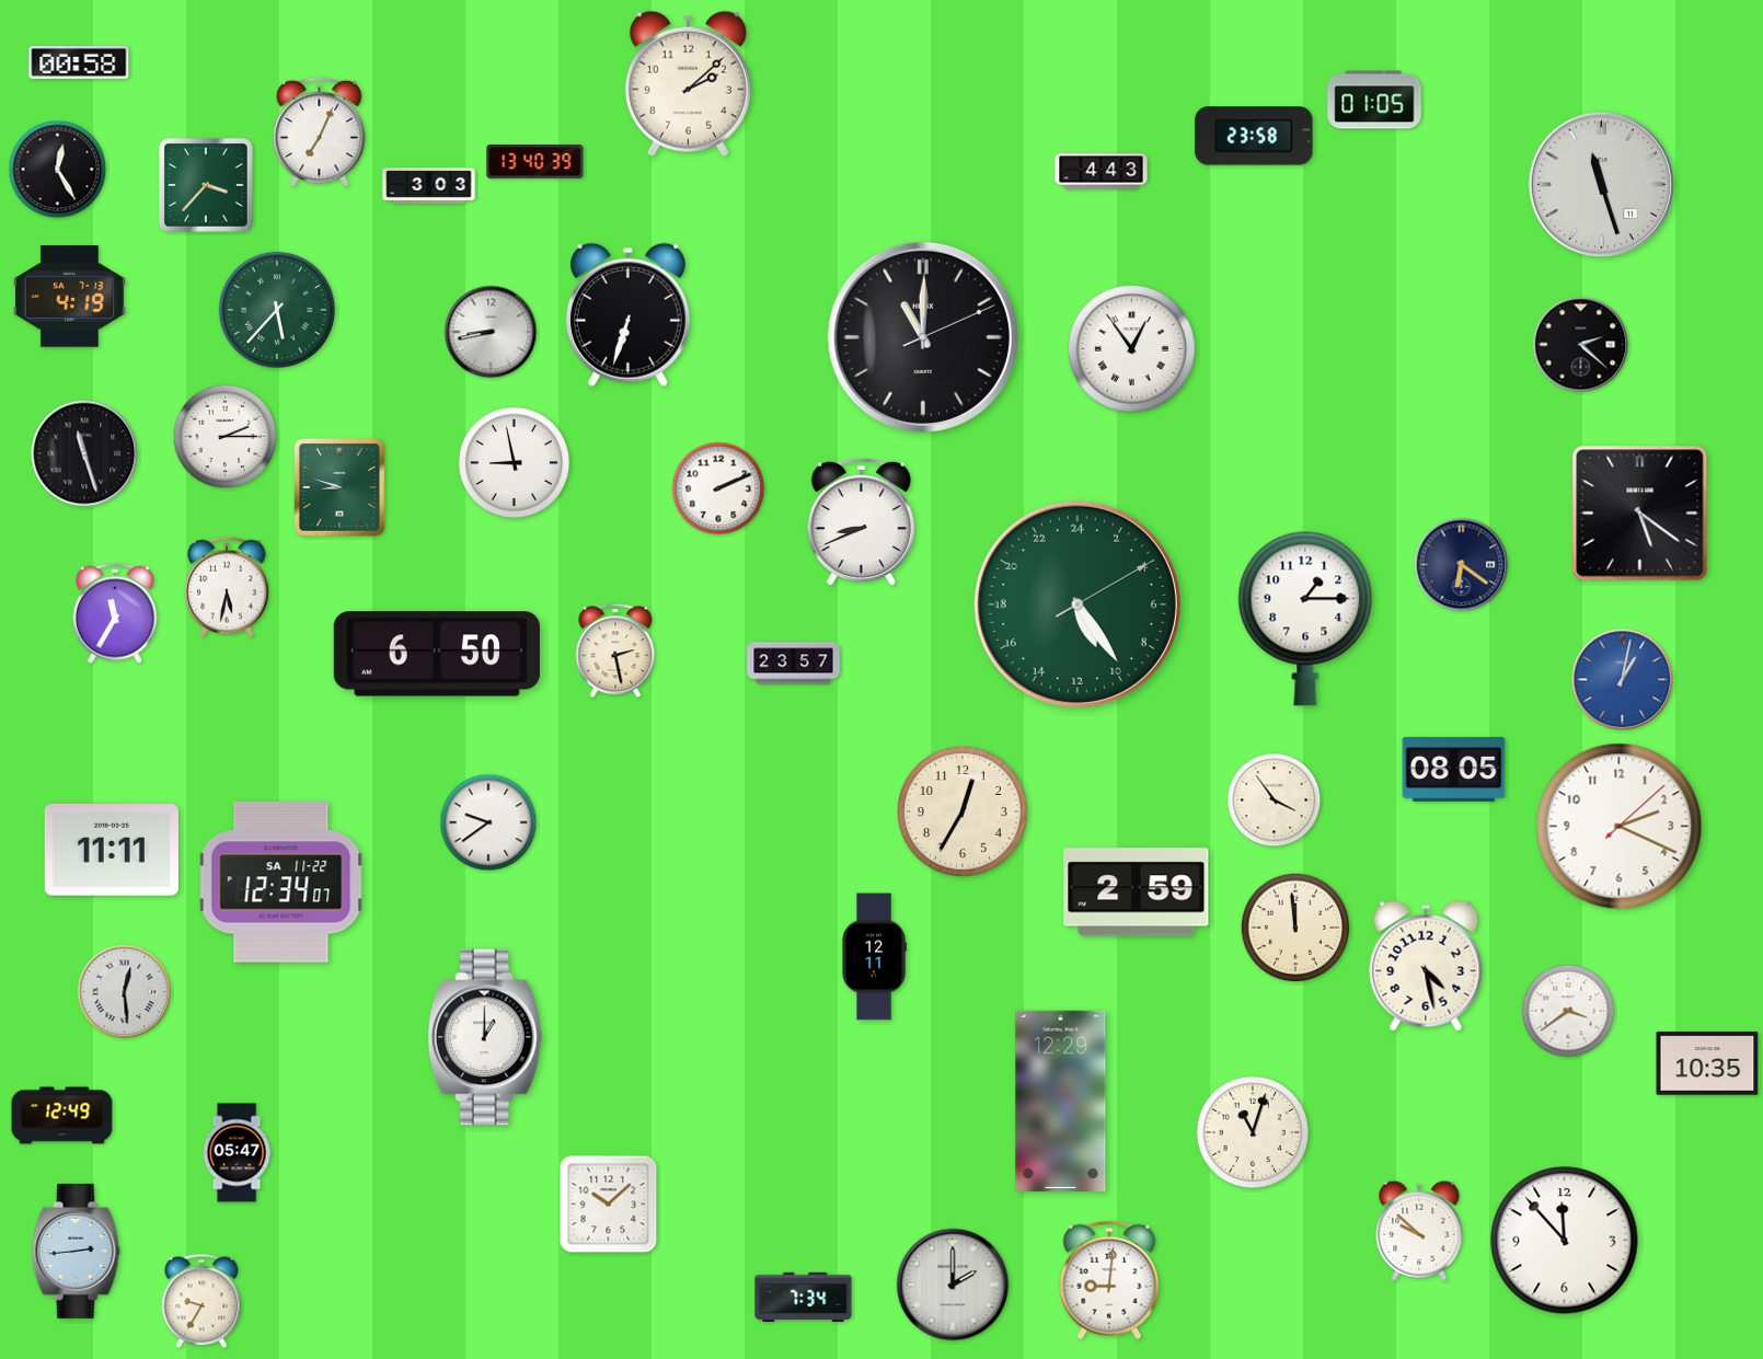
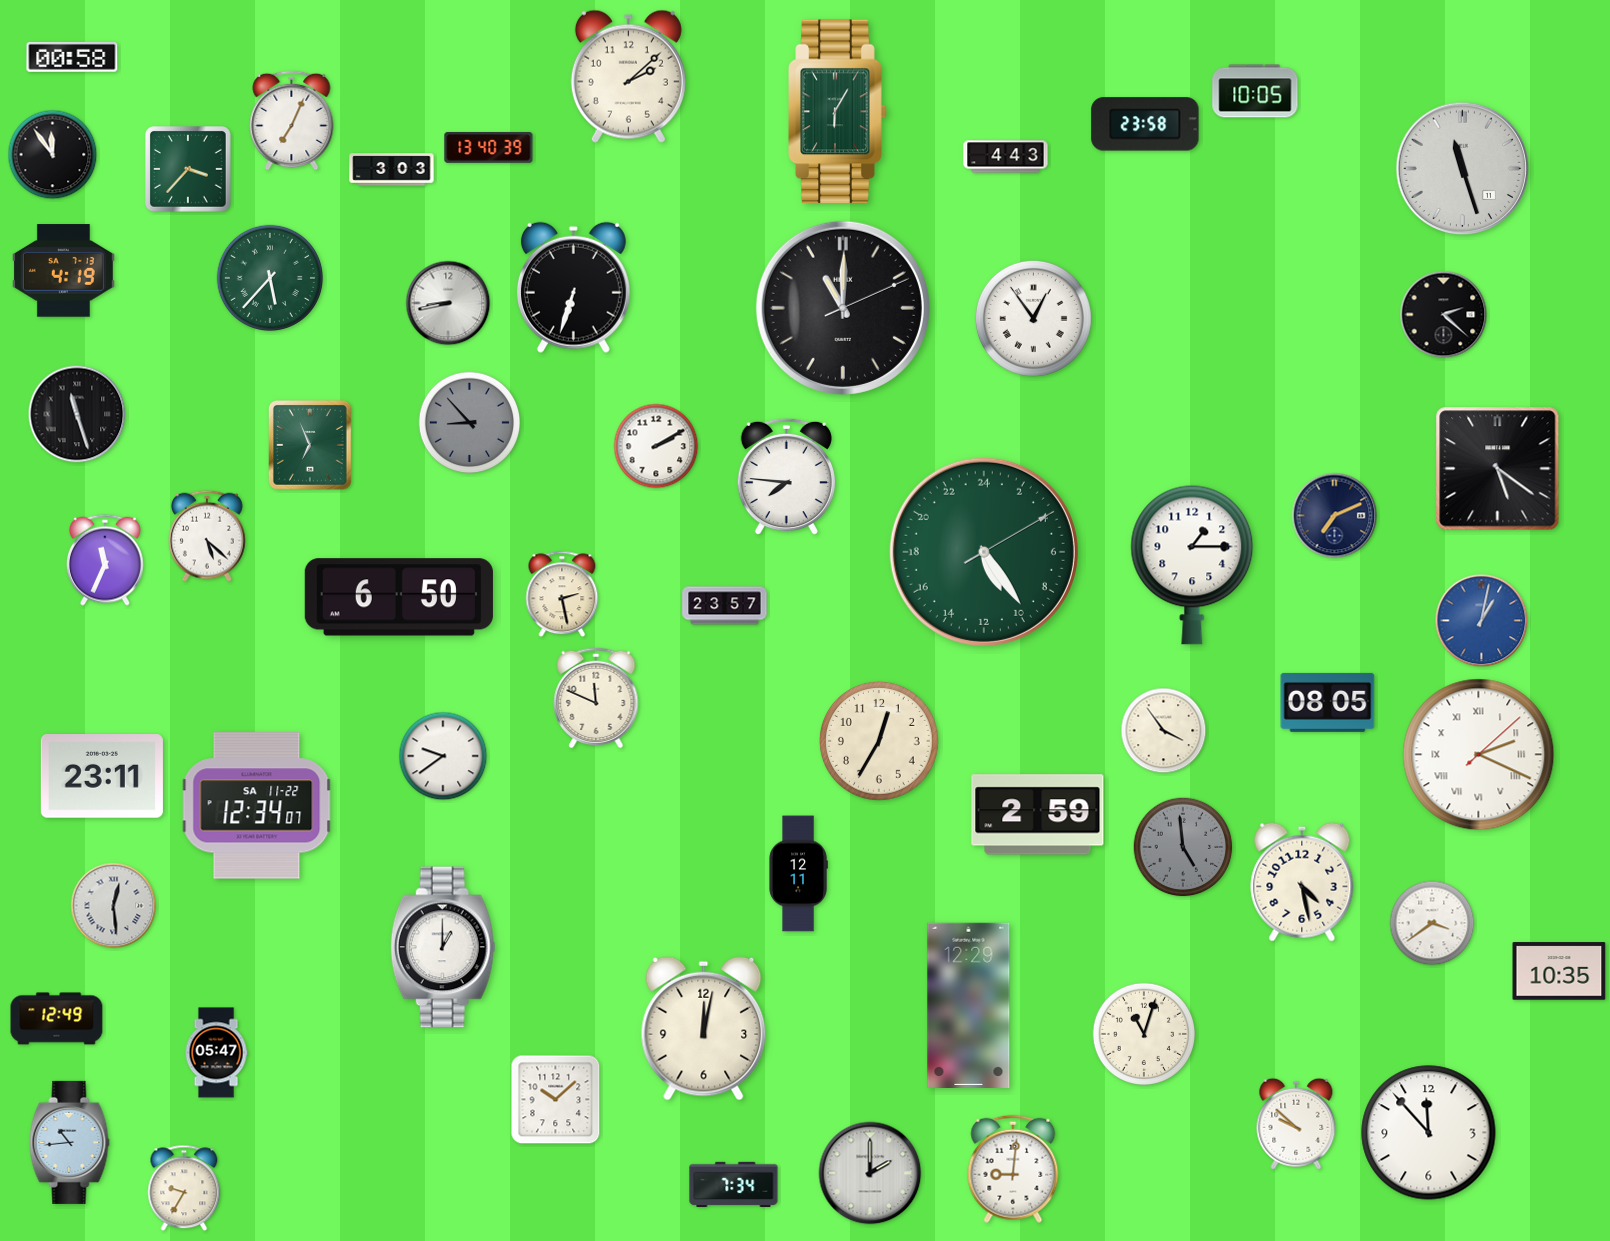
clock at (1374, 100): 01:05 -> 10:05
clock at (838, 112): none -> 6:05
clock at (58, 170): 12:25 -> 11:54
clock at (277, 310) position: (277, 310) -> (270, 278)
clock at (226, 437): 2:15 -> none
clock at (515, 463): 8:58 -> 8:53
clock at (515, 463) dial: white -> grey
clock at (341, 488): 8:48 -> 6:56
clock at (718, 488): 2:11 -> 2:10
clock at (861, 522): 8:41 -> 7:46
clock at (1462, 565): 6:21 -> 7:11
clock at (227, 587): 5:32 -> 5:22
clock at (115, 613): 11:35 -> 11:34
clock at (596, 698): none -> 11:49
clock at (488, 822) position: (488, 822) -> (443, 756)
clock at (1620, 827) numerals: Arabic -> Roman
clock at (112, 851): 11:11 -> 23:11
clock at (1295, 928): 11:59 -> 4:59
clock at (1295, 928) dial: cream -> grey
clock at (704, 1028): none -> 12:02
clock at (77, 1251): 2:44 -> 10:44
